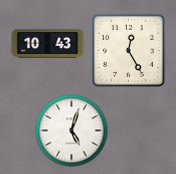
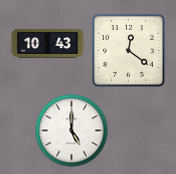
clock at (128, 50): 12:25 -> 12:21
clock at (72, 131): 5:03 -> 5:00
